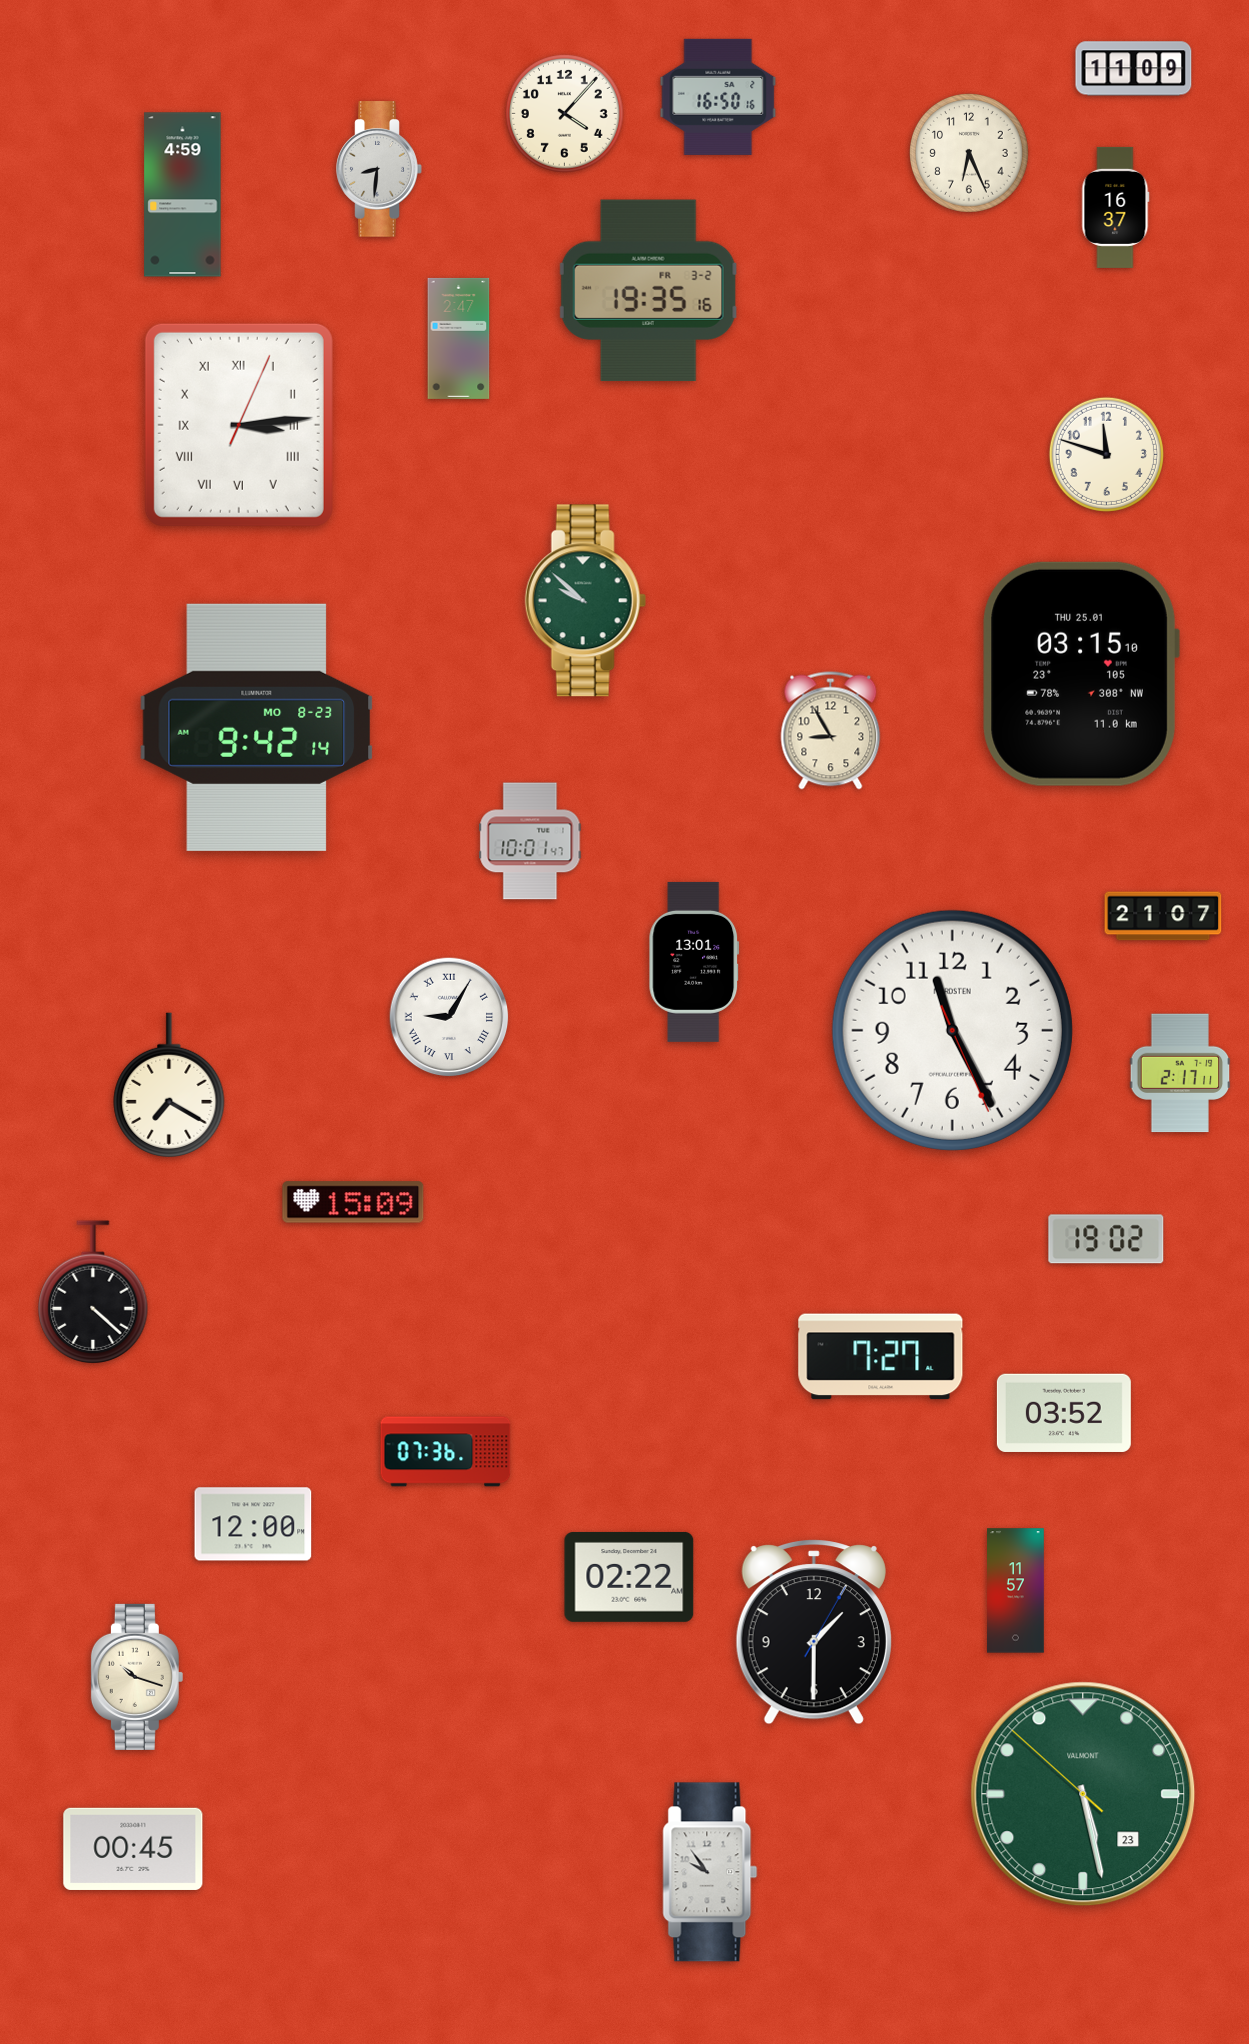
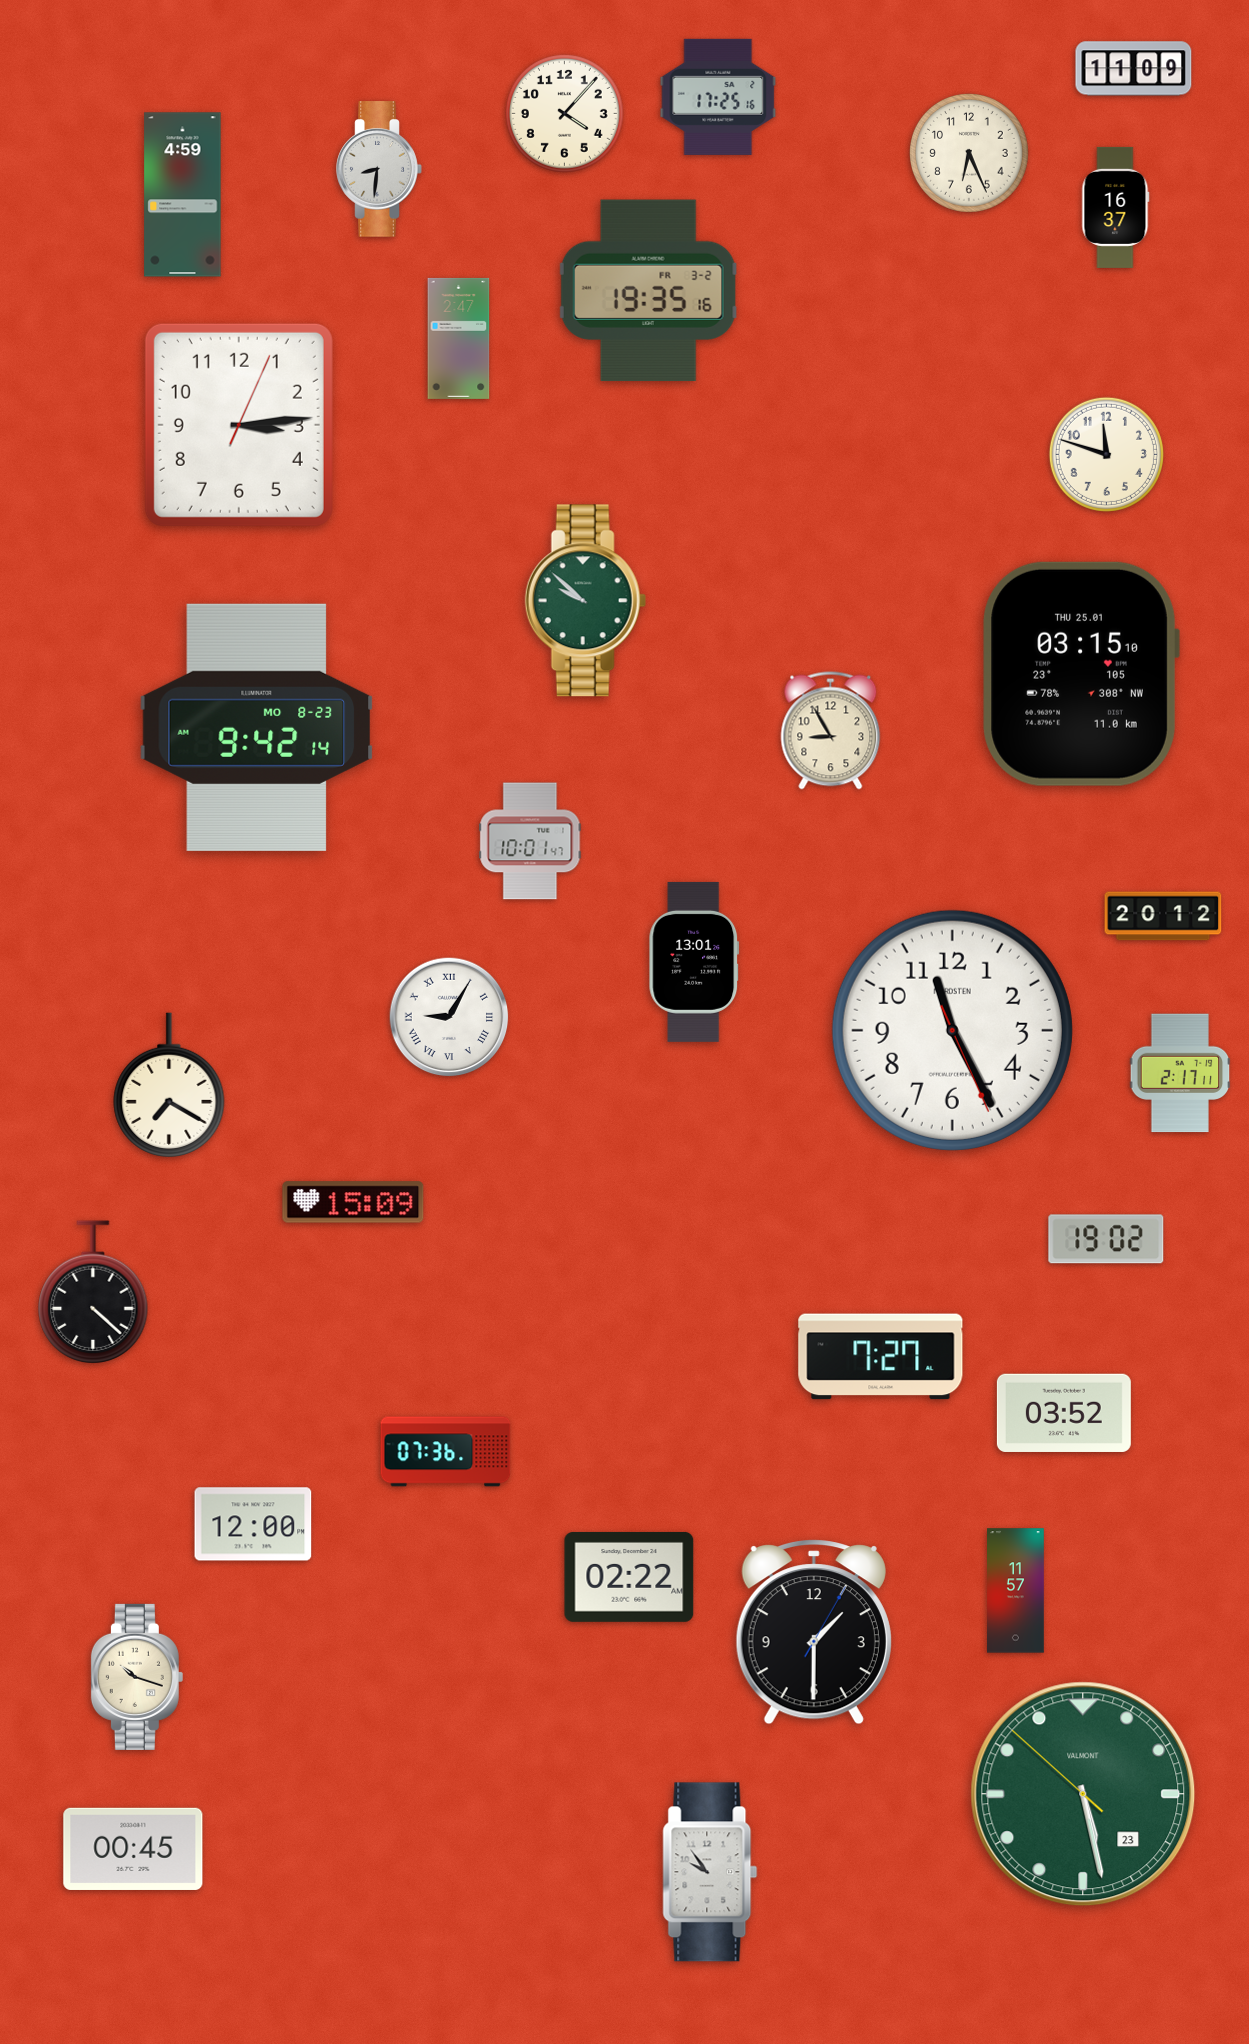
clock at (718, 97): 16:50 -> 17:25
clock at (239, 425) numerals: Roman -> Arabic
clock at (1163, 916): 21:07 -> 20:12
